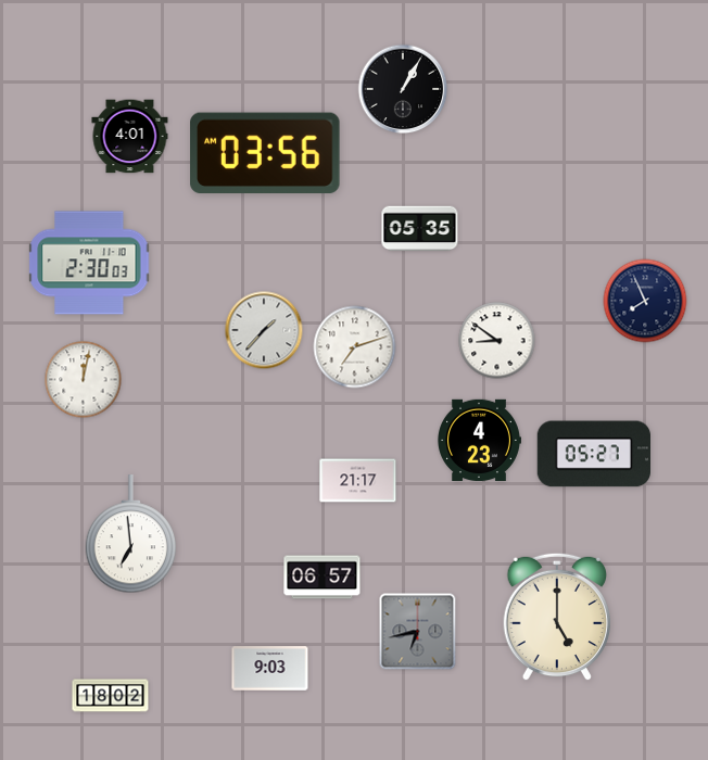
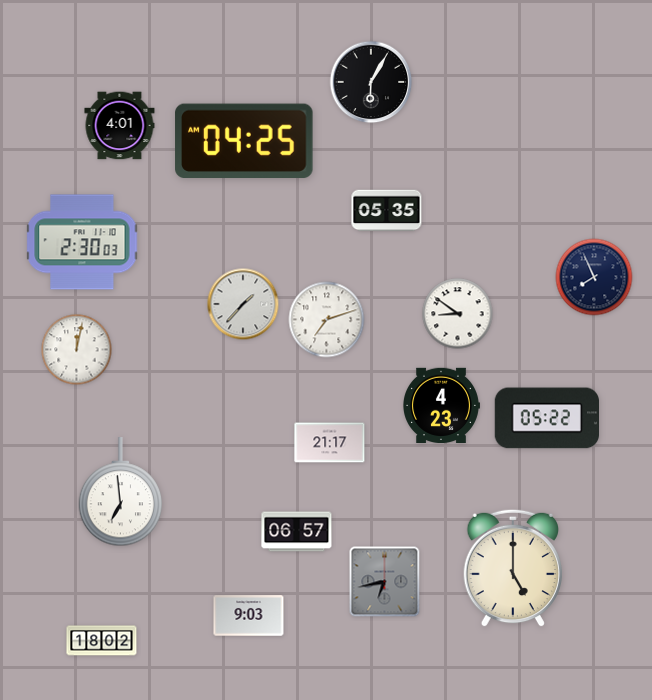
clock at (403, 89): 1:05 -> 6:05
clock at (265, 153): 03:56 -> 04:25
clock at (593, 454): 05:27 -> 05:22
